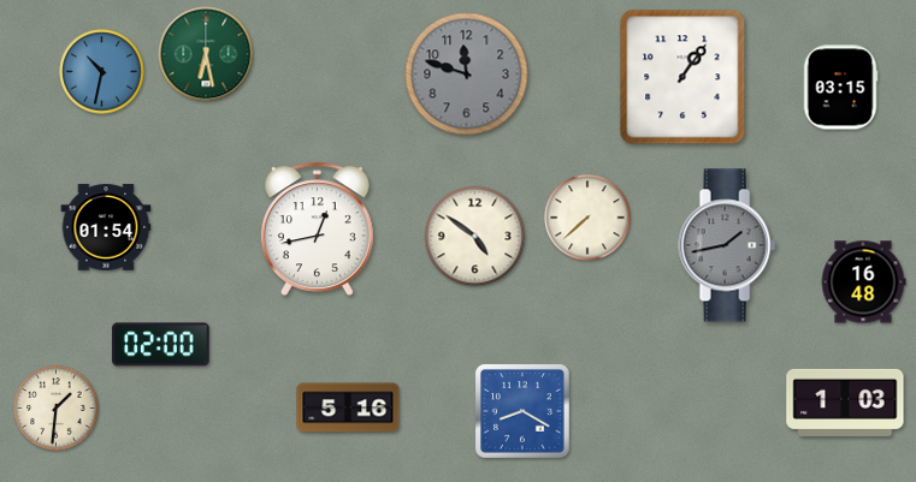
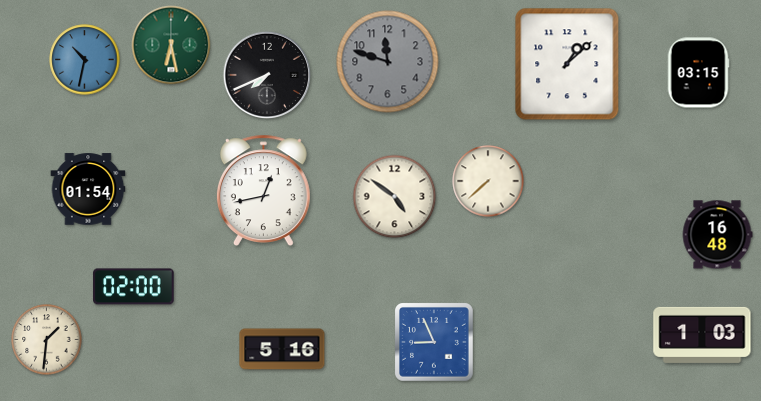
clock at (682, 77): 1:06 -> 1:08
clock at (266, 74): none -> 7:41
clock at (727, 245): 1:43 -> none
clock at (348, 407) position: (348, 407) -> (282, 349)
clock at (524, 412): 8:20 -> 8:56
